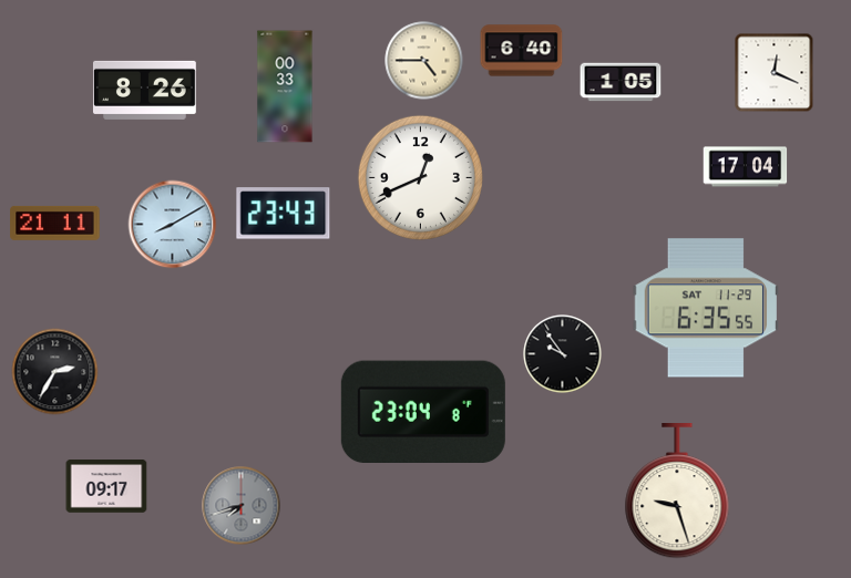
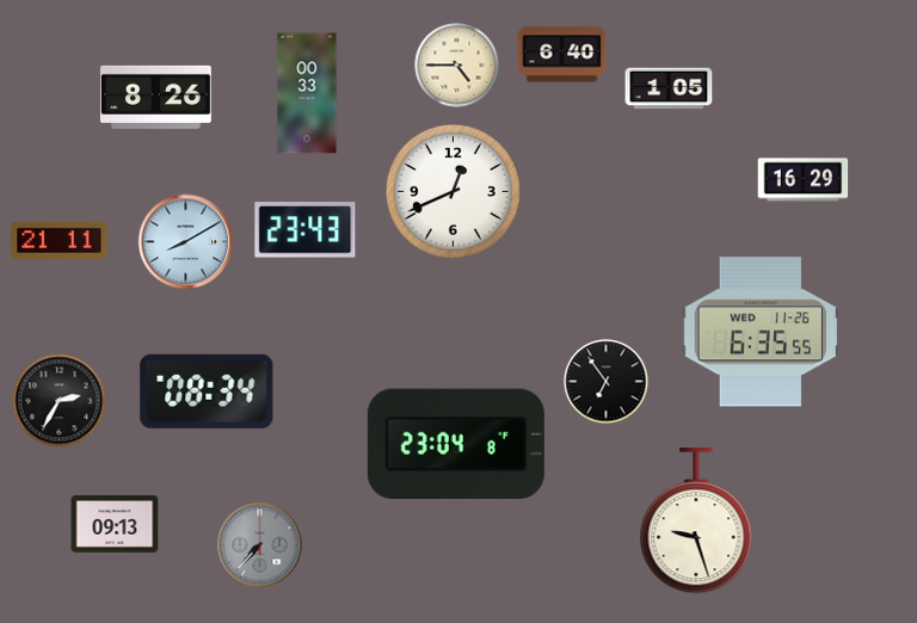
clock at (775, 73): 12:19 -> none
clock at (746, 167): 17:04 -> 16:29
clock at (706, 308) date: SAT 11-29 -> WED 11-26
clock at (563, 354): 9:54 -> 6:54
clock at (207, 391): none -> 08:34
clock at (106, 486): 09:17 -> 09:13
clock at (677, 492) position: (677, 492) -> (696, 522)
clock at (242, 506): 7:42 -> 7:37
